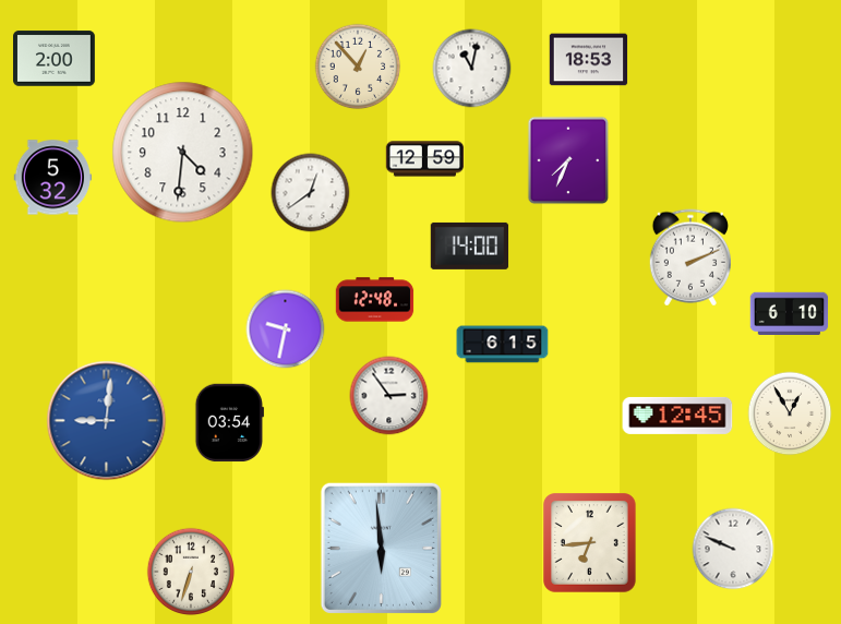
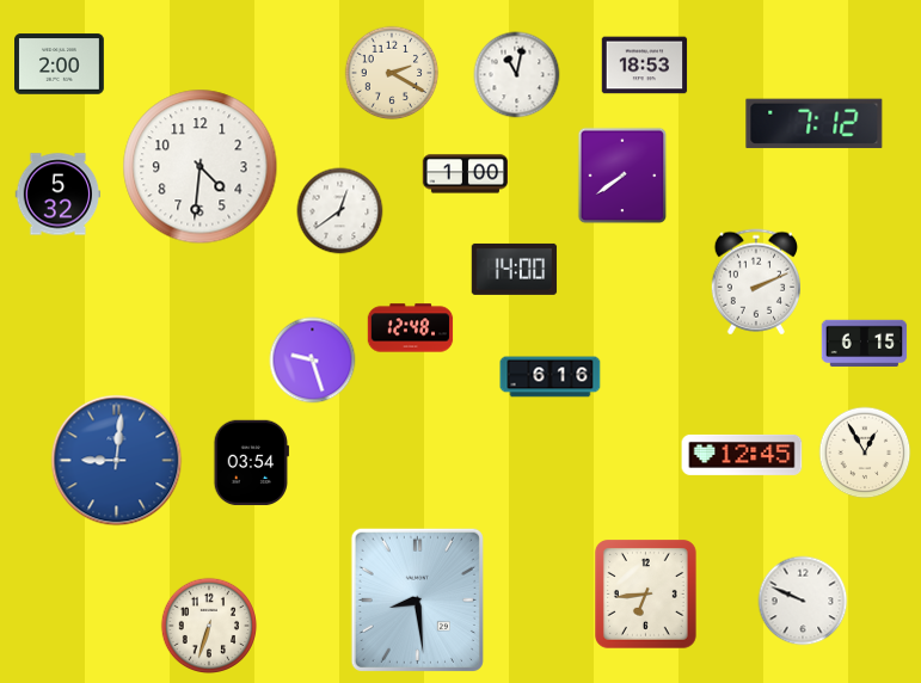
clock at (358, 67): 12:53 -> 2:20
clock at (815, 124): none -> 7:12
clock at (425, 159): 12:59 -> 1:00
clock at (568, 160): 7:34 -> 7:39
clock at (790, 313): 6:10 -> 6:15
clock at (286, 329): 9:32 -> 9:27
clock at (503, 345): 6:15 -> 6:16
clock at (389, 396): 2:54 -> none
clock at (381, 548): 5:59 -> 8:29
